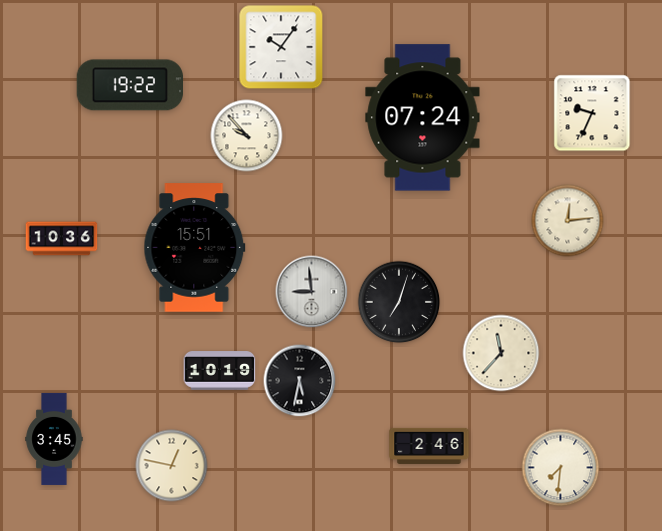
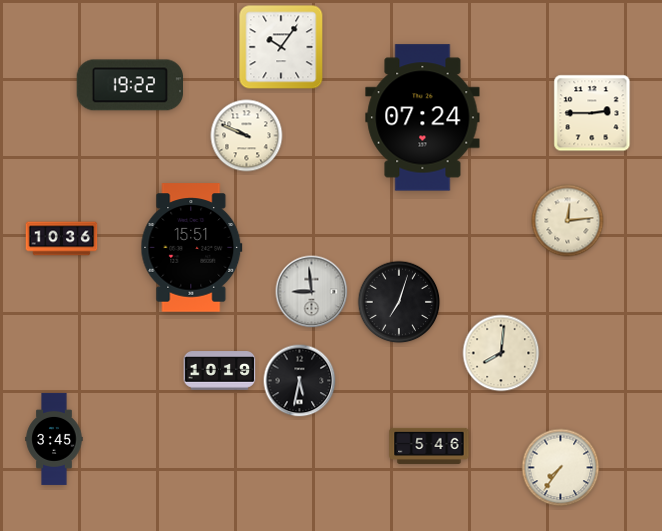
clock at (592, 113): 9:34 -> 2:45
clock at (247, 136): 9:53 -> 9:49
clock at (195, 248) position: (195, 248) -> (192, 248)
clock at (501, 353): 11:37 -> 8:01
clock at (429, 446): 2:46 -> 5:46
clock at (172, 466): 12:47 -> none
clock at (561, 468): 7:31 -> 7:36
